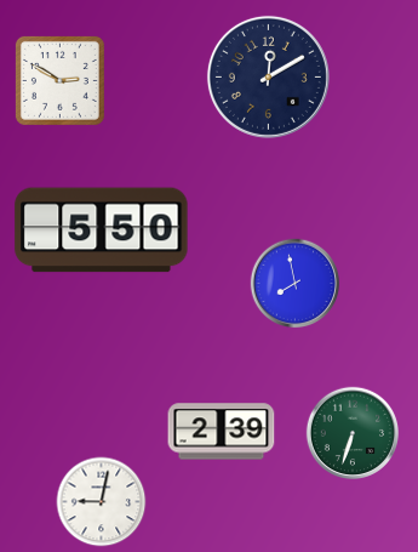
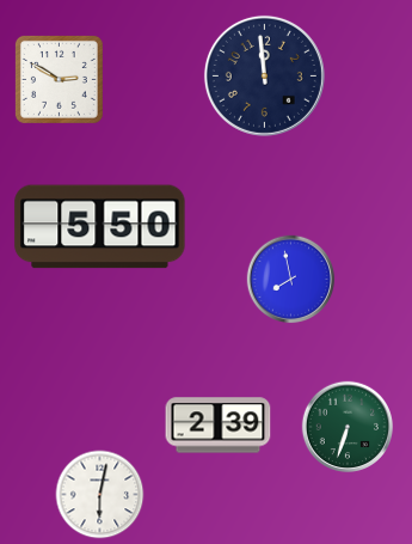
clock at (268, 76): 12:10 -> 11:59
clock at (102, 502): 9:02 -> 6:02
